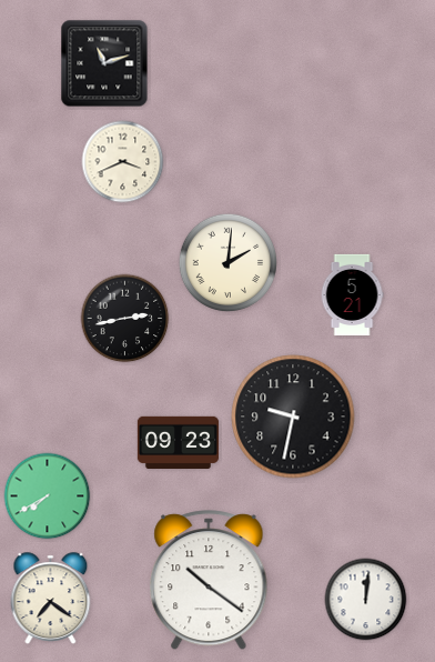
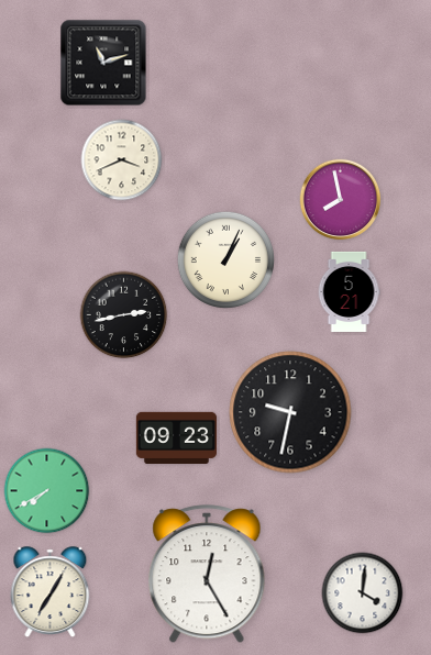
clock at (341, 200): none -> 7:58
clock at (227, 262): 2:01 -> 1:04
clock at (209, 581): 10:21 -> 12:25
clock at (51, 598): 7:21 -> 7:05
clock at (366, 600): 12:01 -> 4:01
